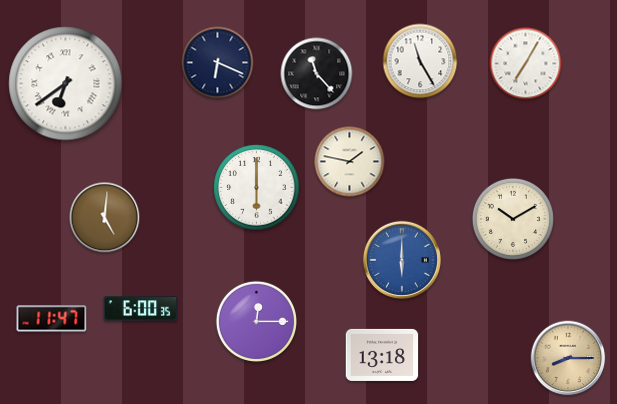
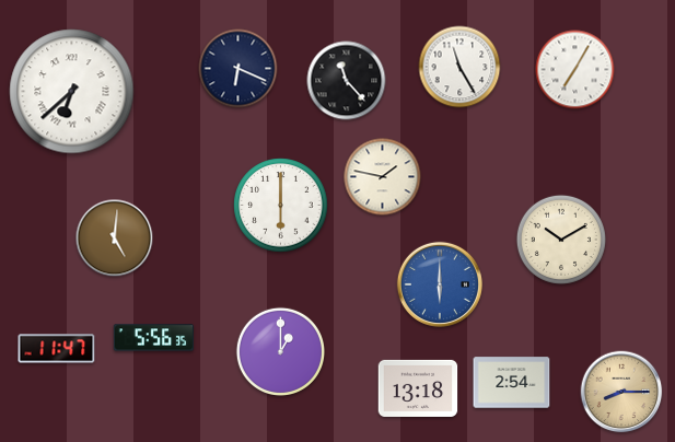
clock at (66, 84): 6:39 -> 6:38
clock at (140, 309): 6:00 -> 5:56
clock at (256, 321): 12:15 -> 1:00
clock at (512, 383): none -> 2:54
